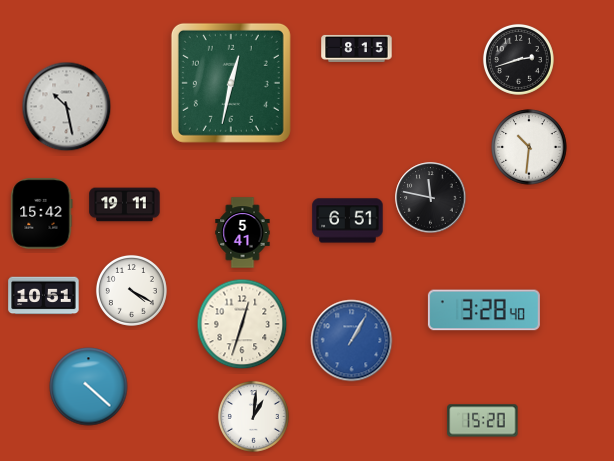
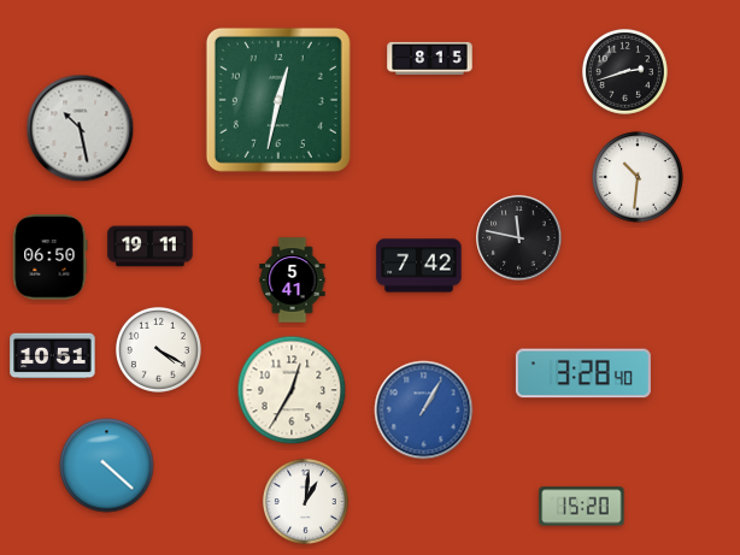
clock at (42, 214): 15:42 -> 06:50
clock at (348, 221): 6:51 -> 7:42
clock at (242, 324): 12:33 -> 12:35
